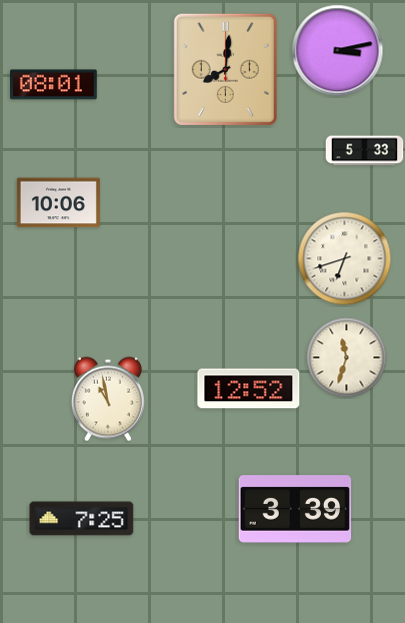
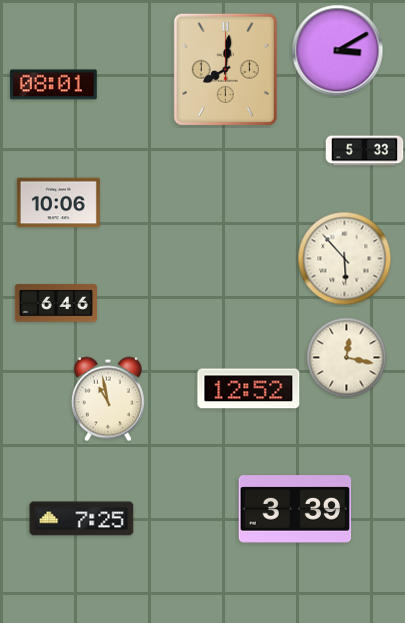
clock at (338, 51): 3:13 -> 3:10
clock at (345, 259): 6:42 -> 5:53
clock at (56, 303): none -> 6:46
clock at (347, 358): 11:33 -> 12:17
